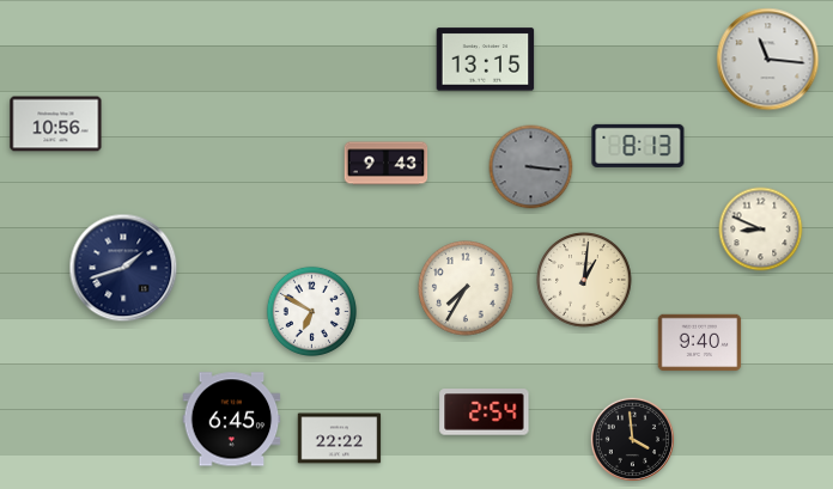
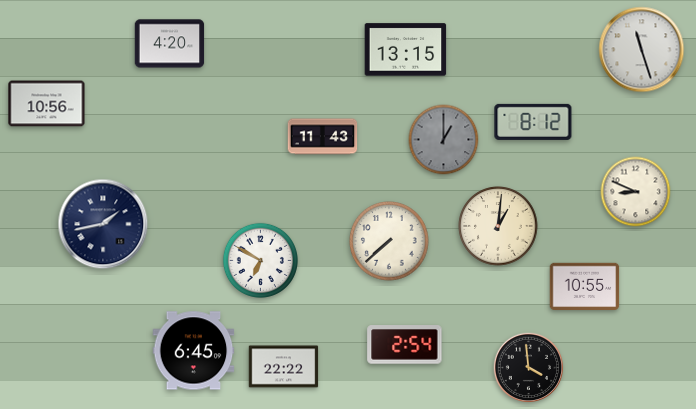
clock at (170, 44): none -> 4:20
clock at (768, 60): 11:16 -> 11:27
clock at (638, 146): 8:13 -> 8:12
clock at (387, 164): 9:43 -> 11:43
clock at (531, 167): 3:16 -> 1:00
clock at (123, 268): 1:42 -> 1:43
clock at (584, 280) position: (584, 280) -> (498, 226)
clock at (466, 288): 7:35 -> 7:38
clock at (700, 343): 9:40 -> 10:55
